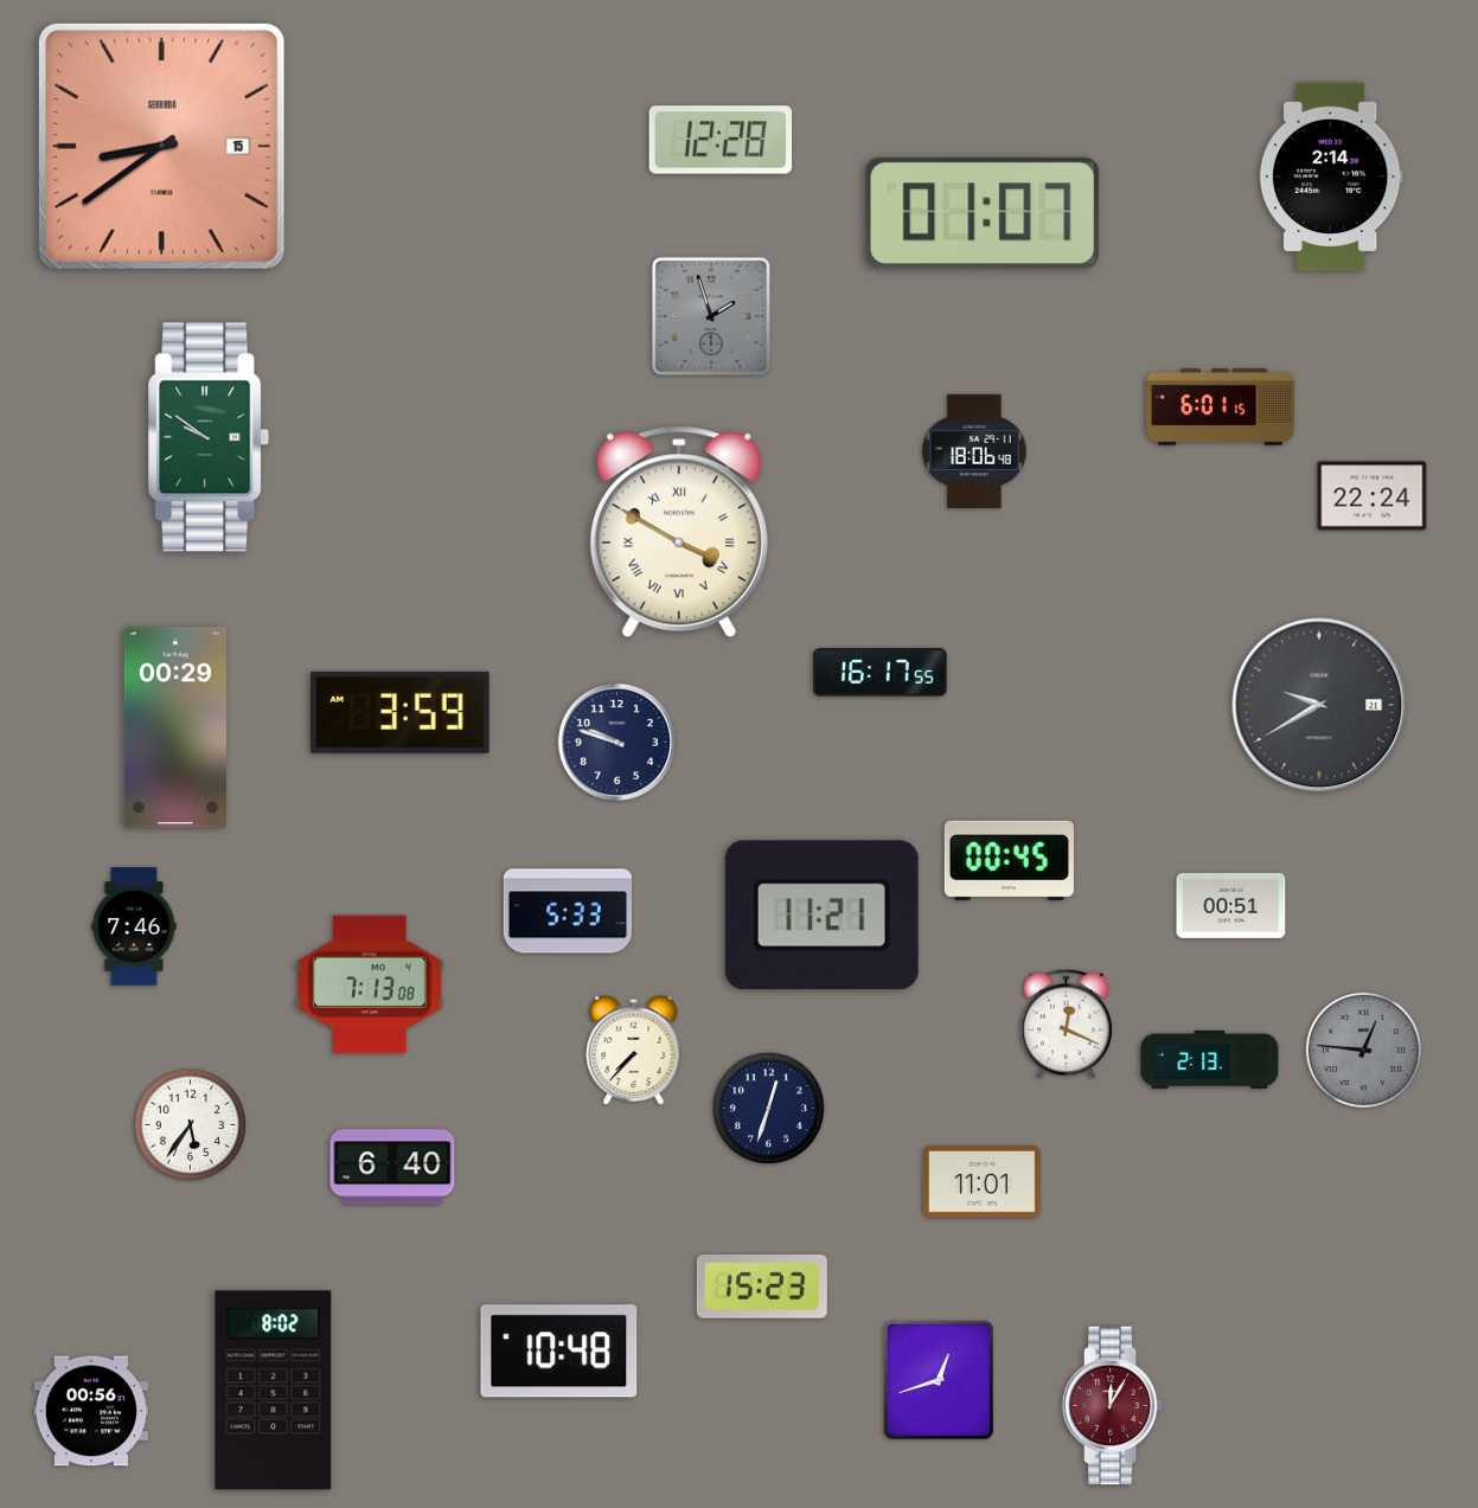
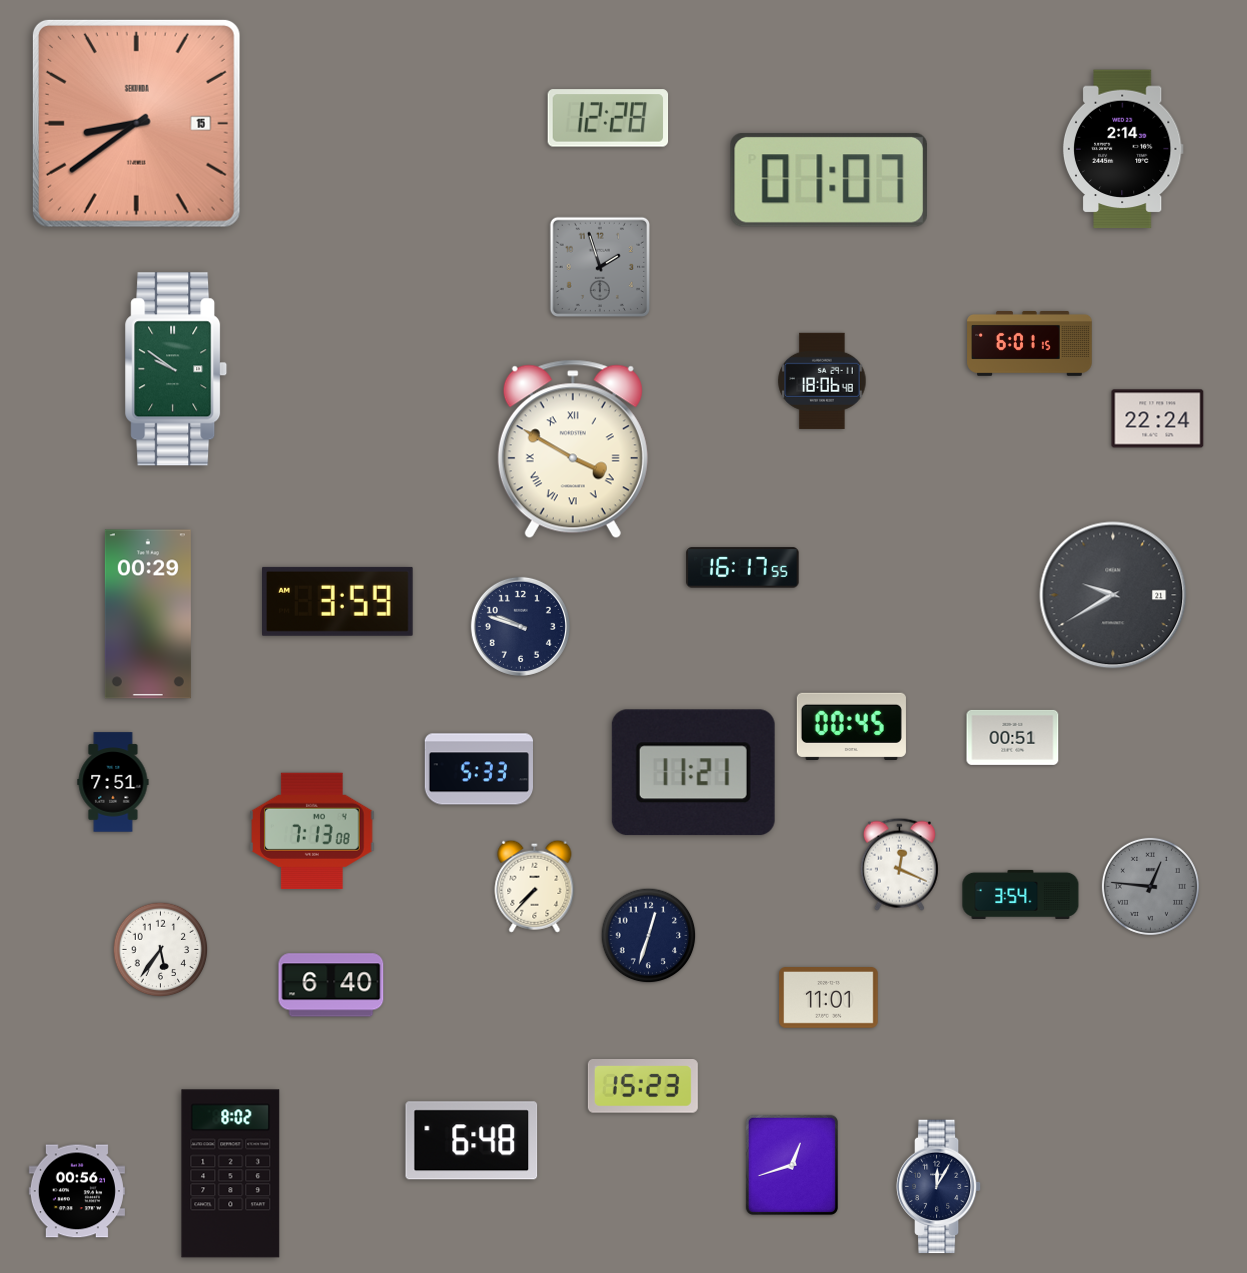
clock at (1231, 905) position: (1231, 905) -> (1013, 737)
clock at (134, 926): 7:46 -> 7:51
clock at (1210, 1059): 2:13 -> 3:54
clock at (559, 1352): 10:48 -> 6:48
clock at (1113, 1406) dial: burgundy -> navy
